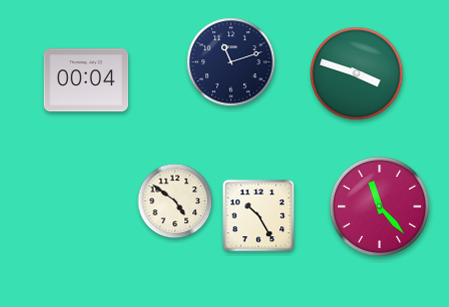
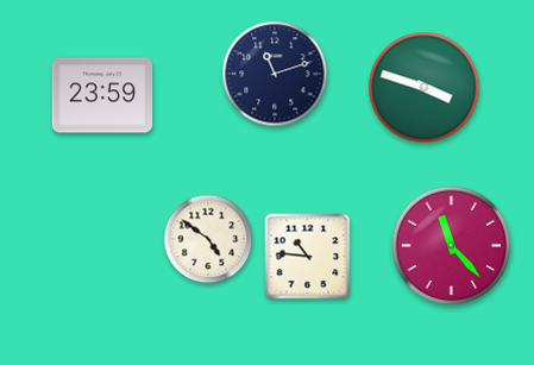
clock at (86, 80): 00:04 -> 23:59
clock at (259, 216): 10:25 -> 10:46
